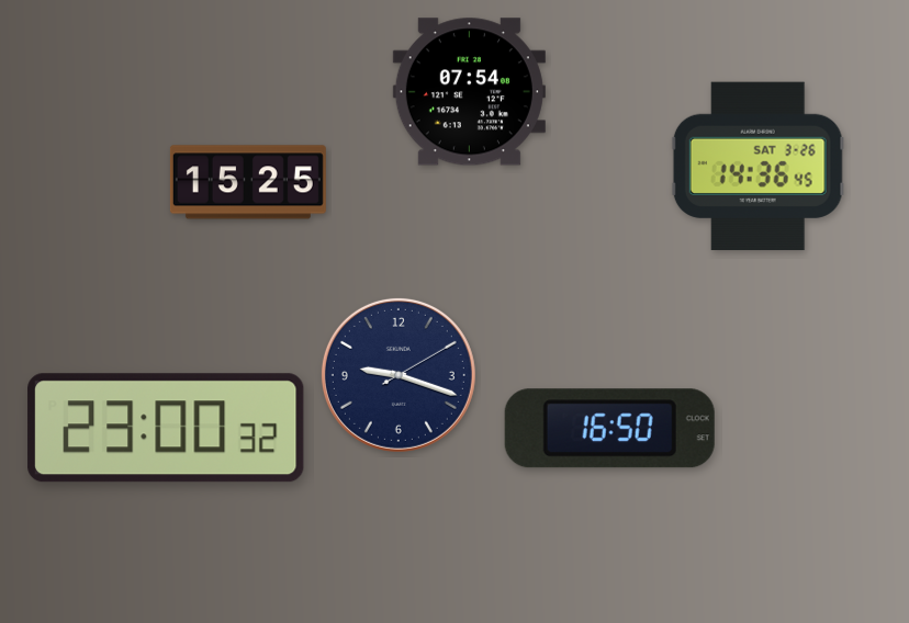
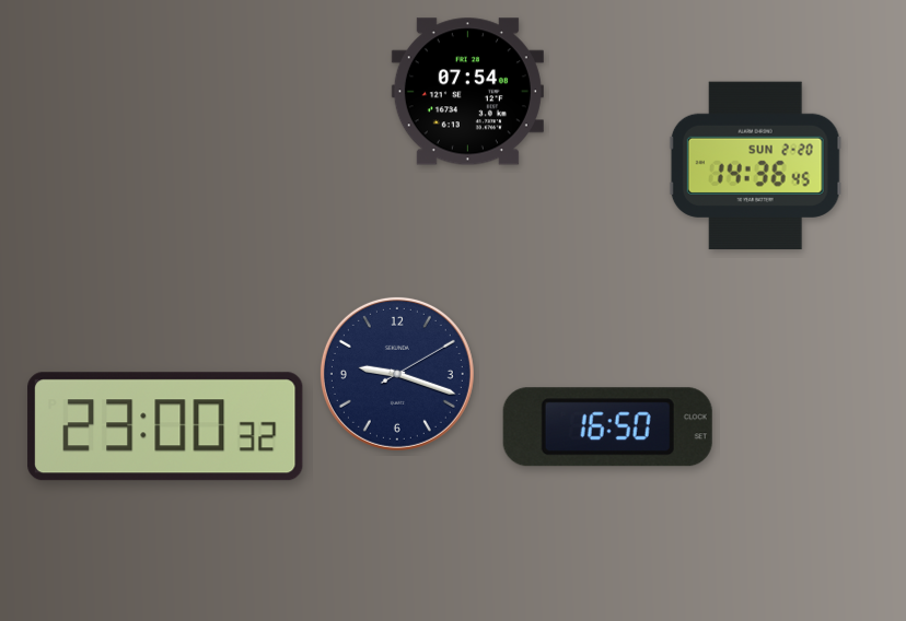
clock at (757, 167) date: SAT 3-26 -> SUN 2-20
clock at (248, 182): 15:25 -> none
